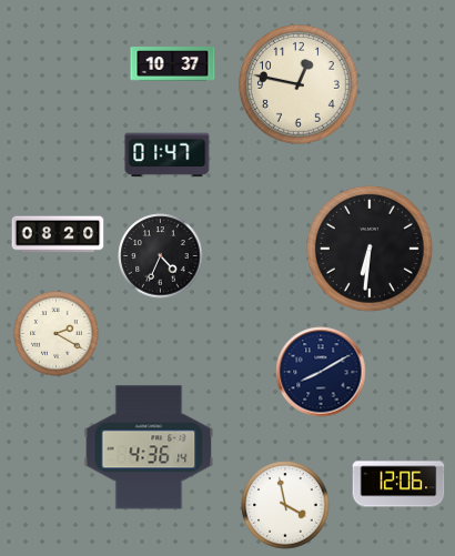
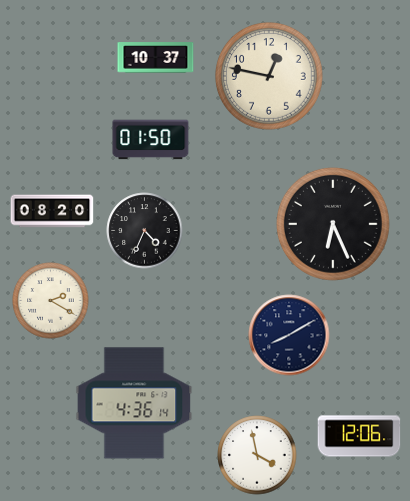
clock at (168, 155): 01:47 -> 01:50
clock at (370, 249): 6:31 -> 6:26
